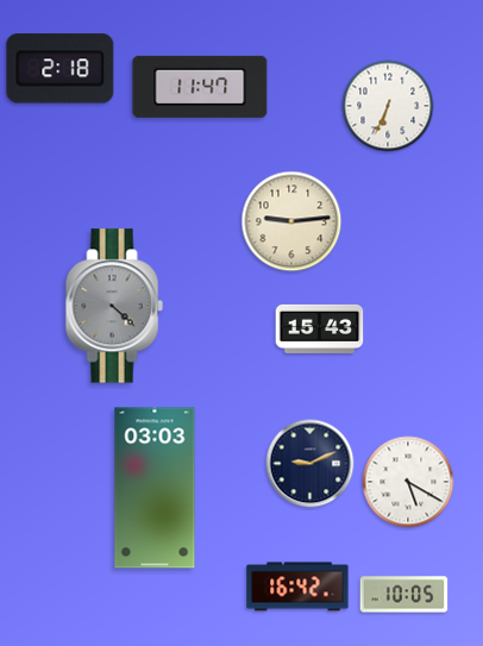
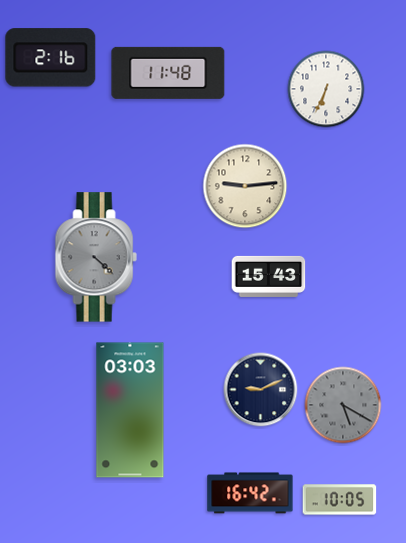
clock at (61, 69): 2:18 -> 2:16
clock at (200, 87): 11:47 -> 11:48
clock at (408, 482) dial: white -> grey
